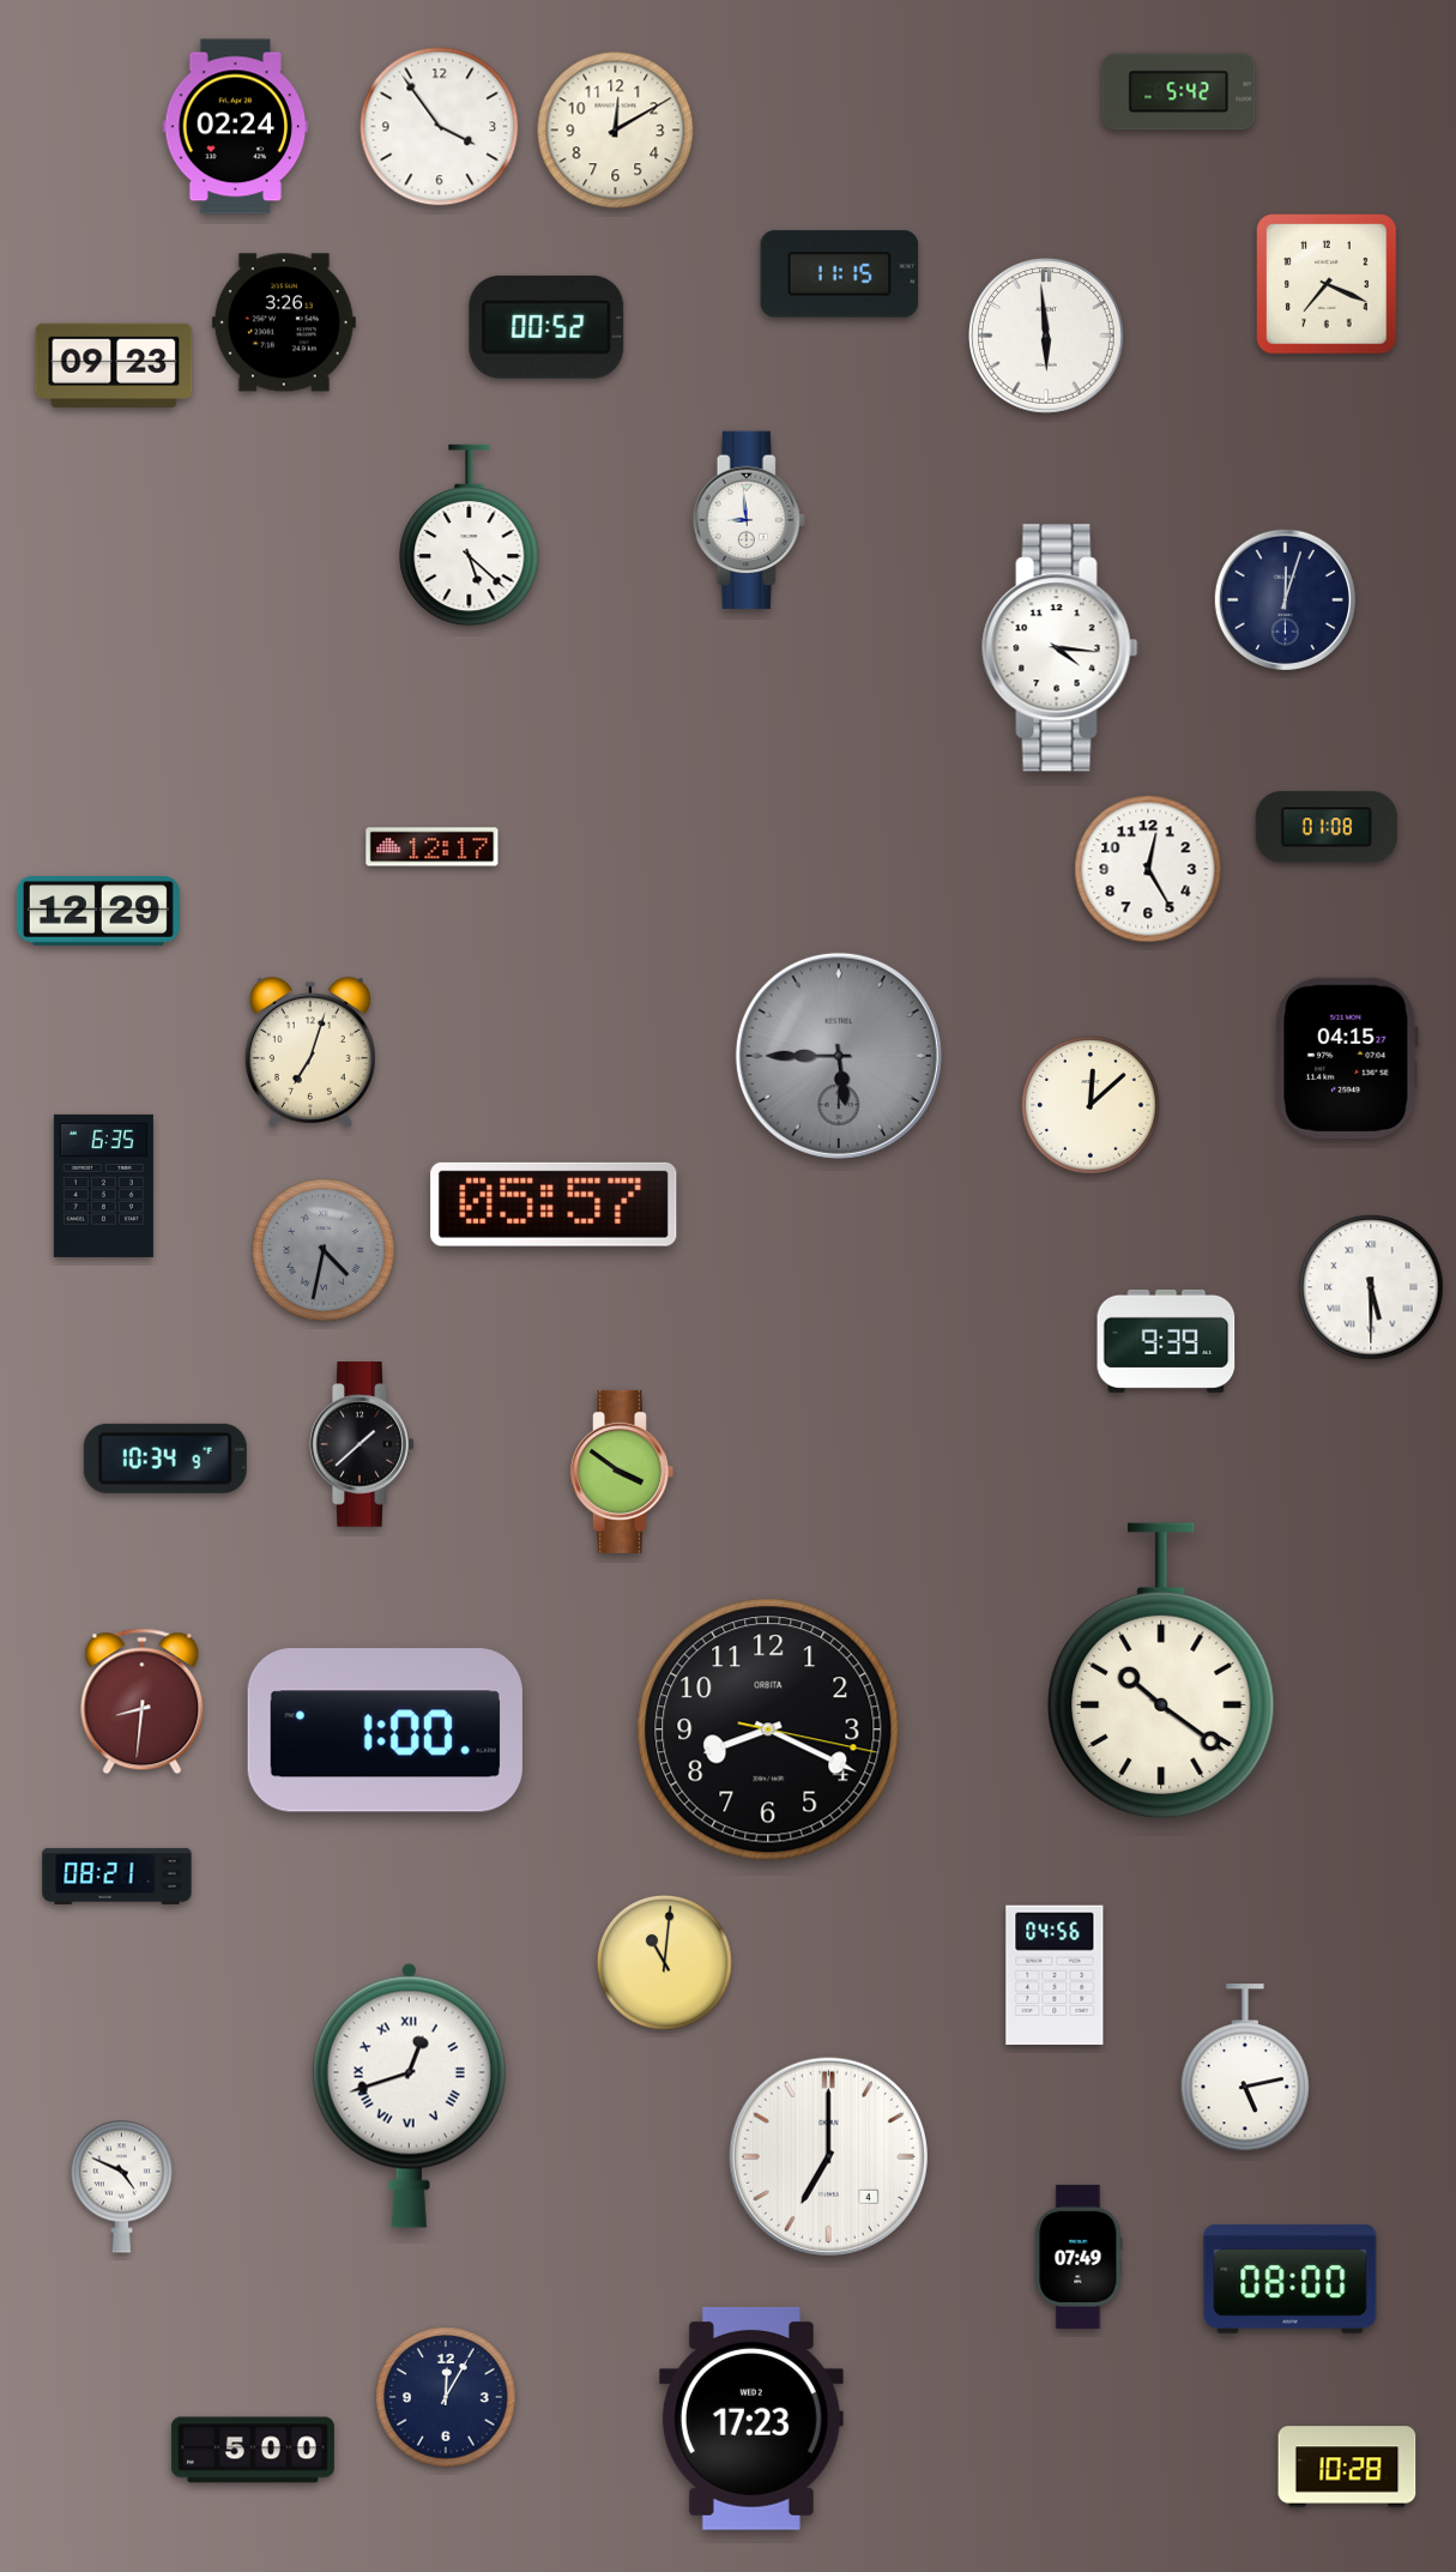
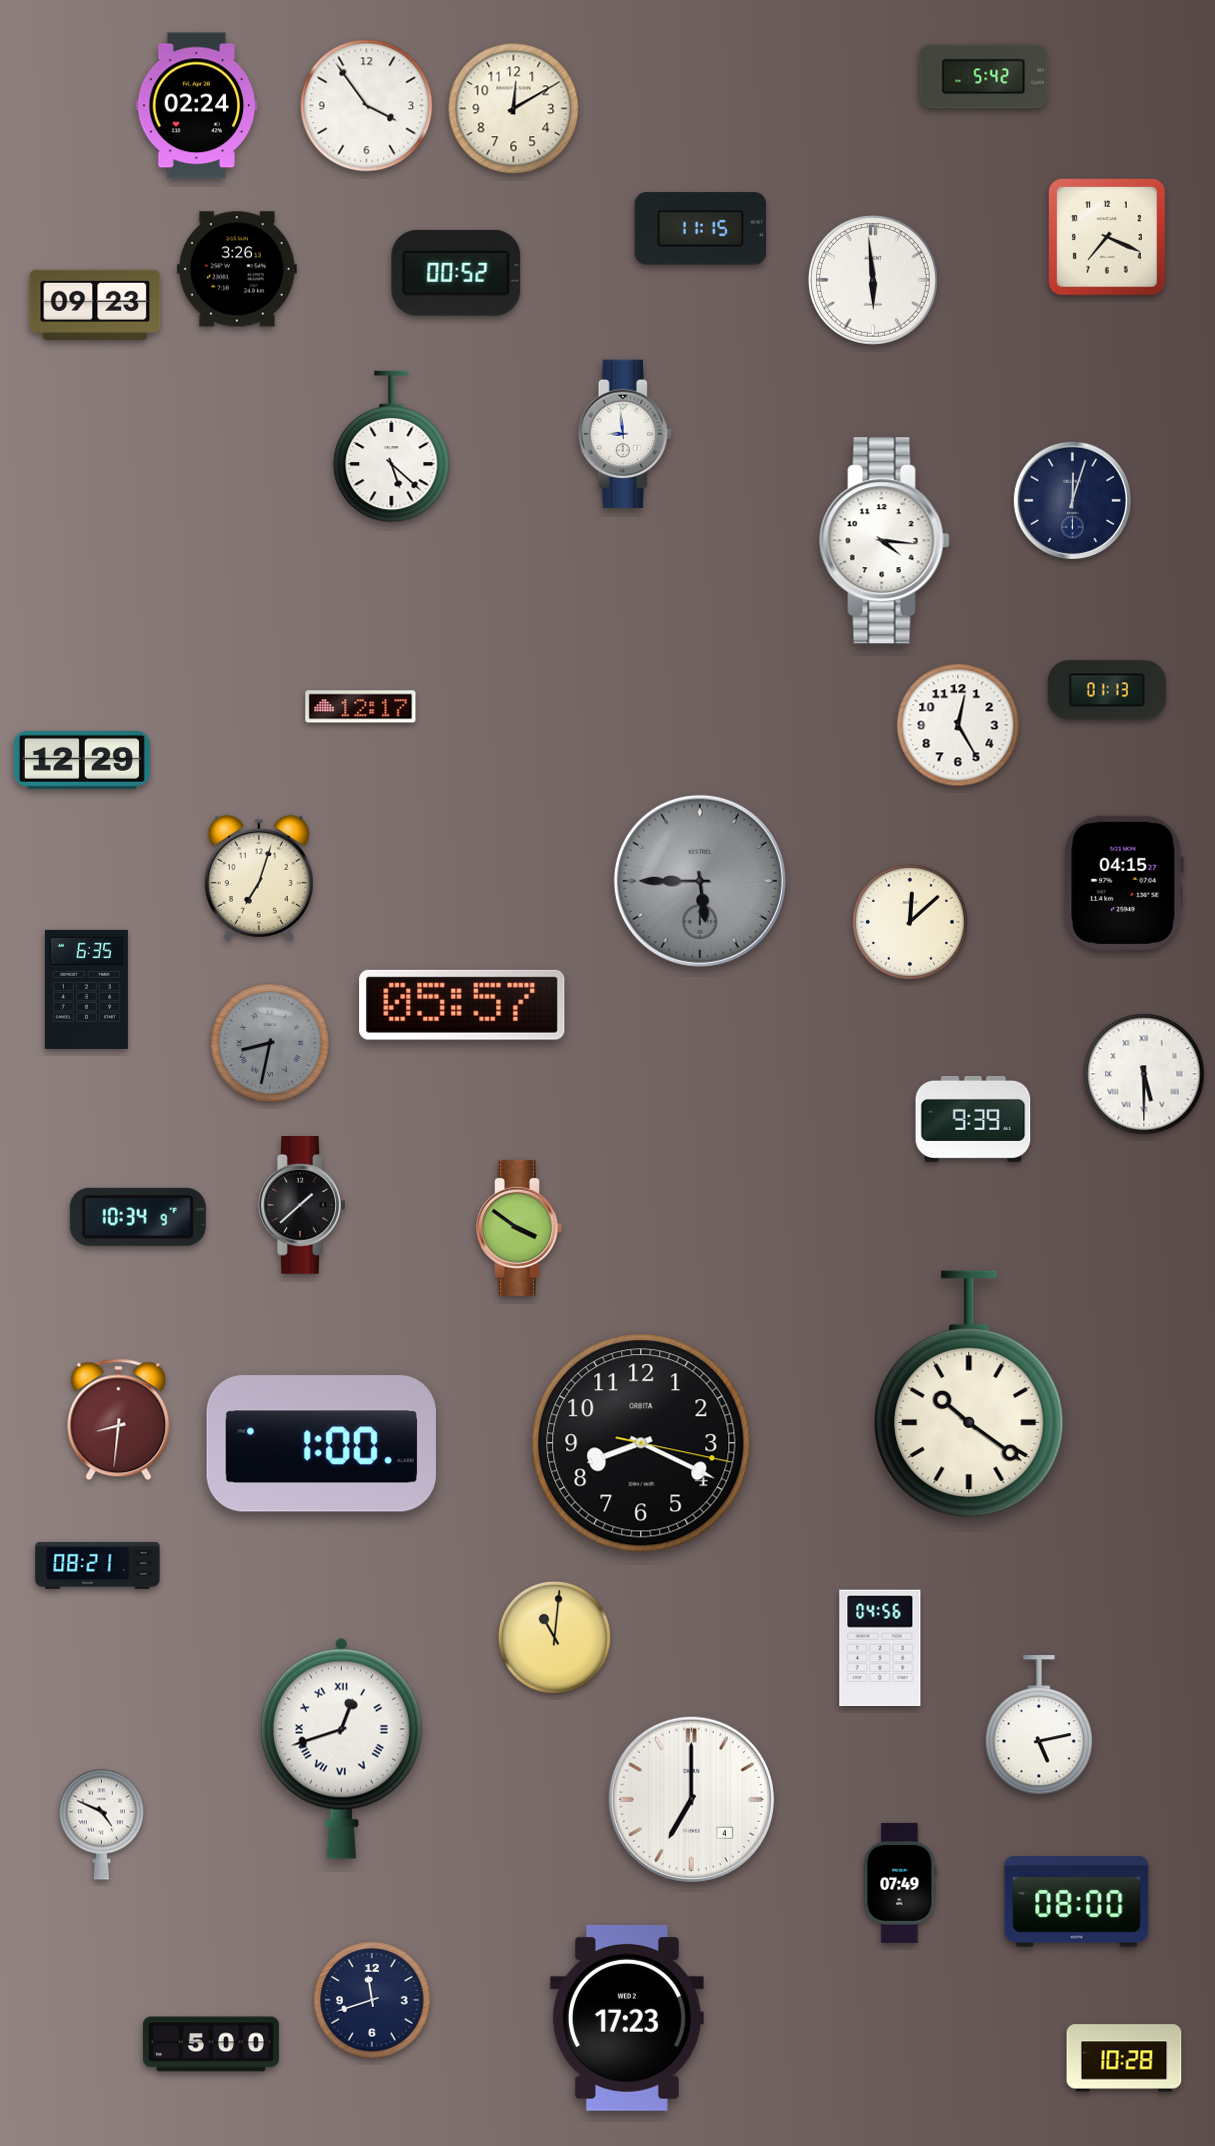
clock at (1327, 827): 01:08 -> 01:13
clock at (324, 1250): 4:32 -> 8:32
clock at (446, 2397): 12:05 -> 11:42
